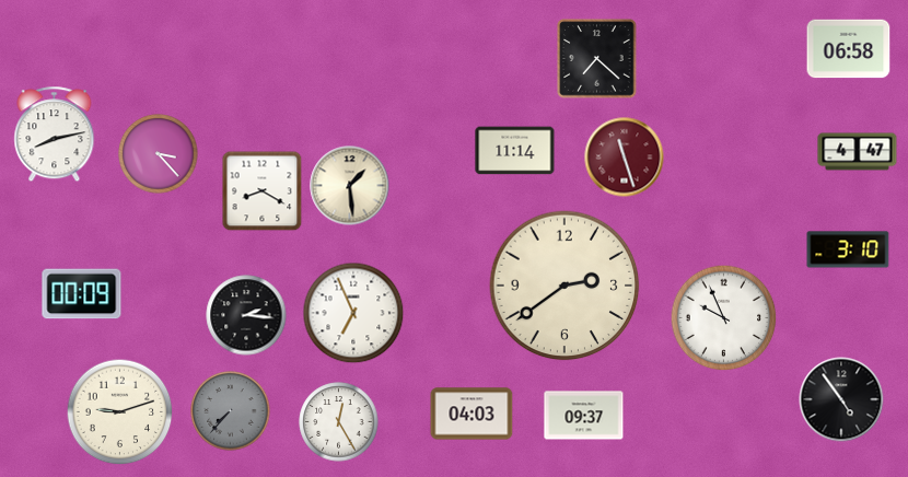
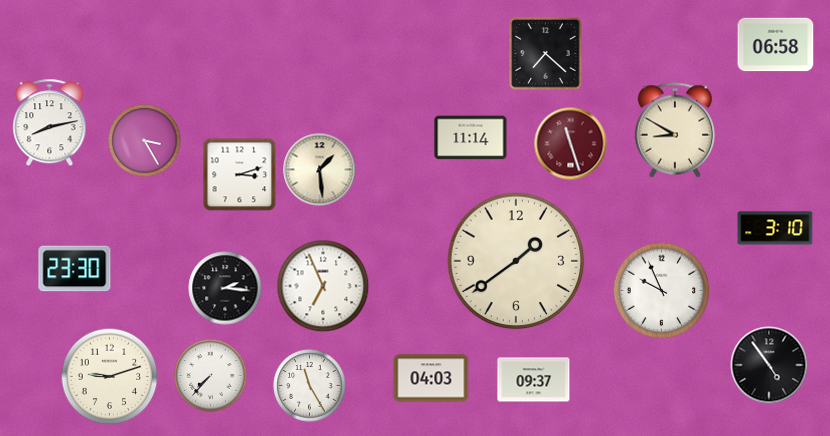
clock at (675, 130): none -> 8:50
clock at (858, 152): 4:47 -> none
clock at (159, 154): 3:23 -> 3:25
clock at (263, 191): 8:20 -> 3:12
clock at (564, 286): 2:39 -> 1:39
clock at (82, 294): 00:09 -> 23:30
clock at (231, 411) dial: grey -> white
clock at (339, 422): 12:25 -> 11:25
